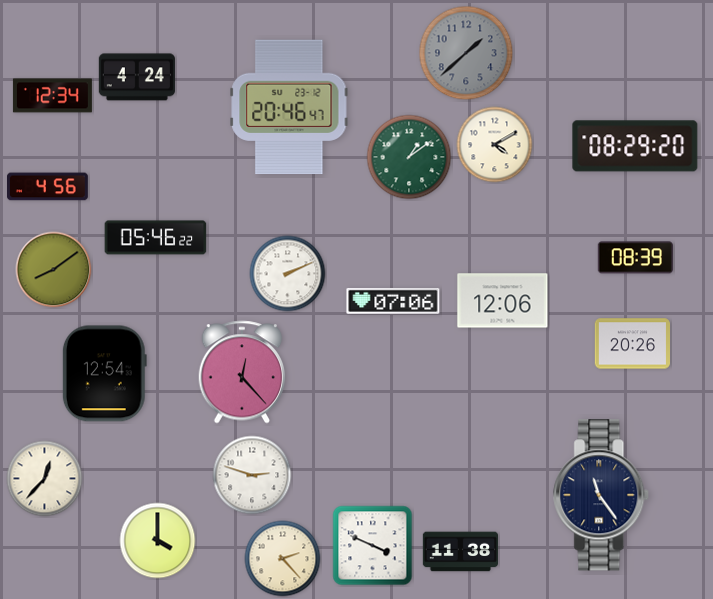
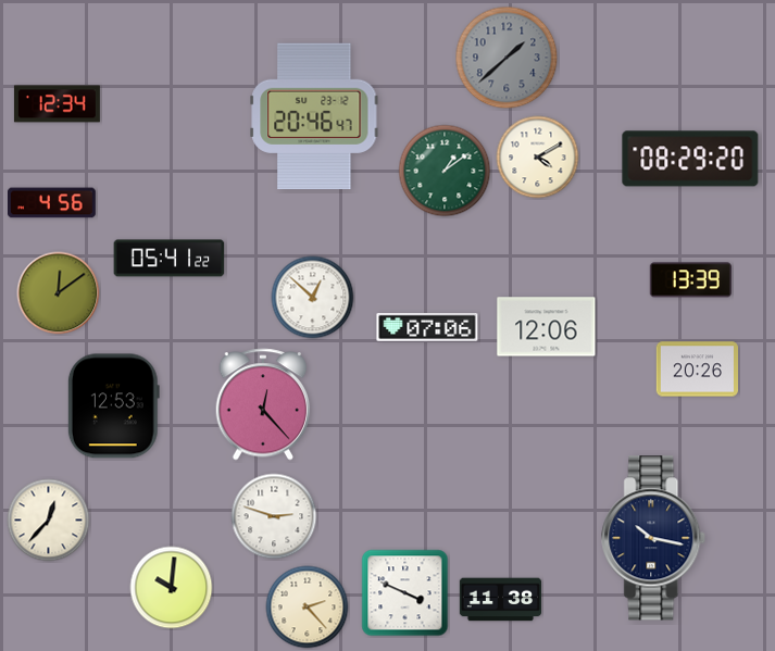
clock at (137, 77): 4:24 -> none
clock at (156, 238): 05:46 -> 05:41
clock at (635, 258): 08:39 -> 13:39
clock at (54, 270): 8:09 -> 12:09
clock at (288, 274): 2:11 -> 12:52
clock at (632, 344) position: (632, 344) -> (697, 370)
clock at (104, 374): 12:54 -> 12:53
clock at (602, 495): 11:24 -> 10:17
clock at (158, 541): 4:00 -> 10:01
